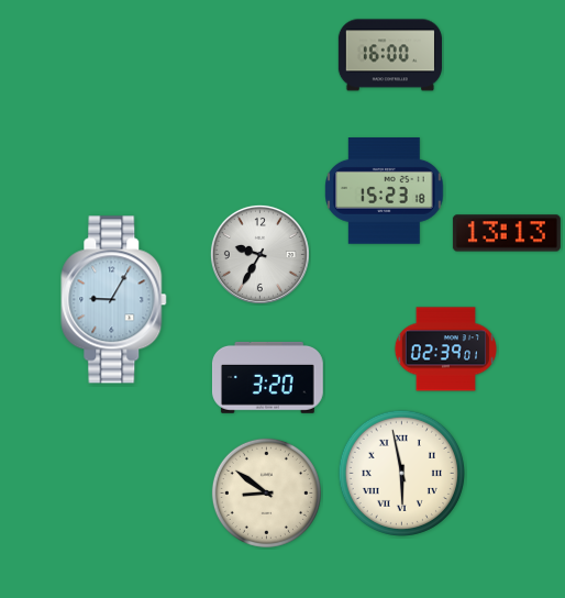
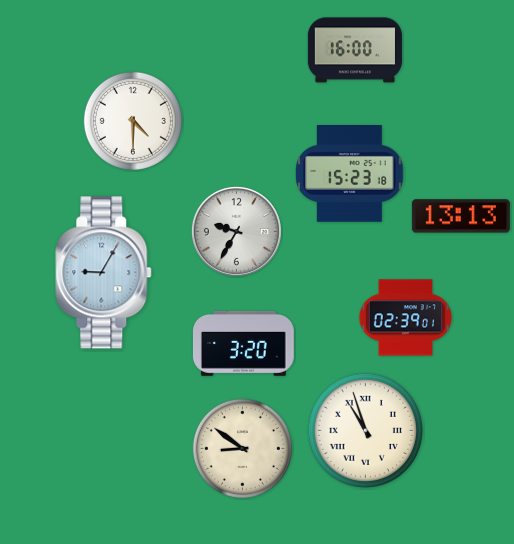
clock at (133, 121): none -> 4:30
clock at (507, 233) position: (507, 233) -> (461, 216)
clock at (401, 473): 5:58 -> 10:57
